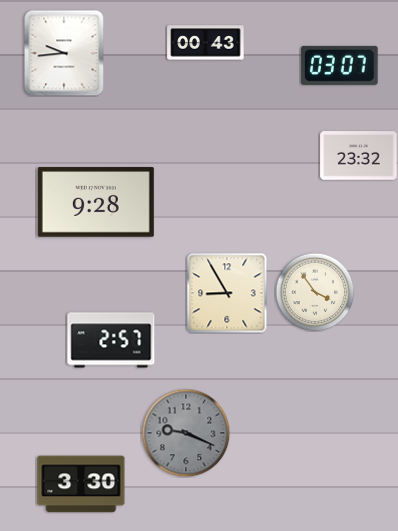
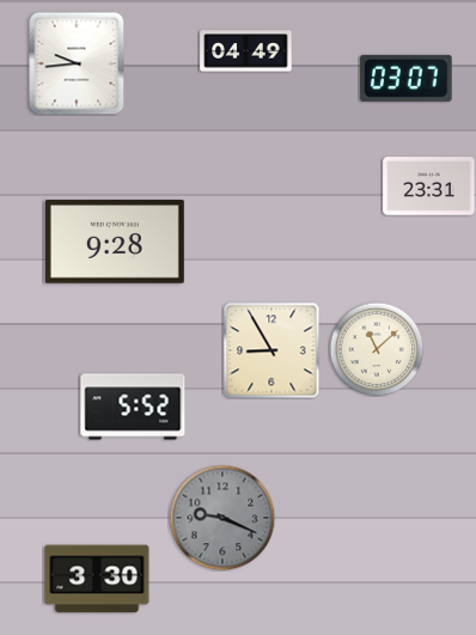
clock at (206, 43): 00:43 -> 04:49
clock at (359, 156): 23:32 -> 23:31
clock at (315, 292): 3:54 -> 11:08
clock at (111, 340): 2:57 -> 5:52
